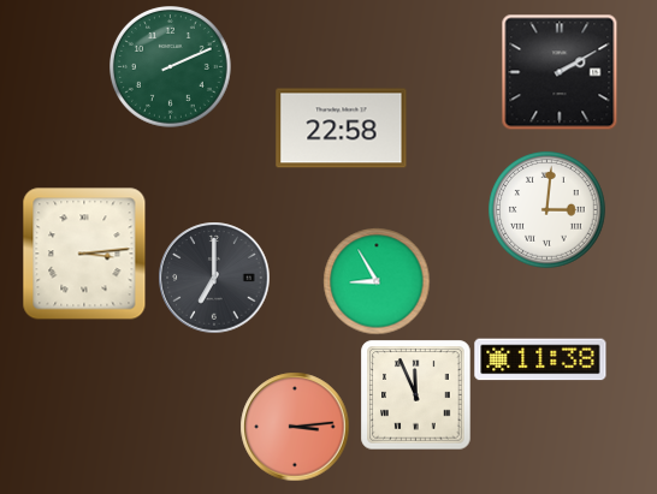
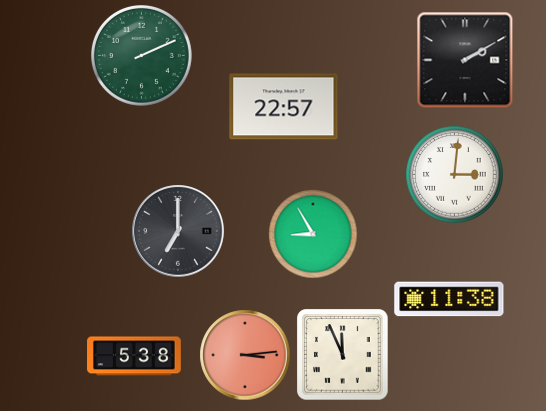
clock at (342, 129): 22:58 -> 22:57
clock at (84, 254): 3:14 -> none
clock at (415, 394) position: (415, 394) -> (342, 354)
clock at (134, 356): none -> 5:38
